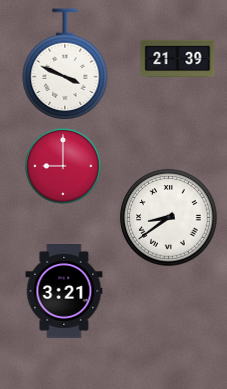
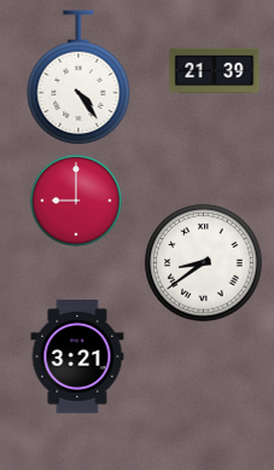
clock at (65, 64): 3:49 -> 4:24
clock at (64, 292) position: (64, 292) -> (77, 358)
